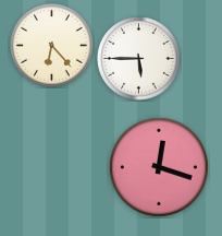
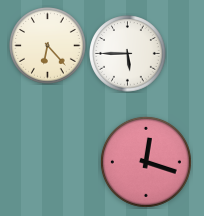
clock at (52, 46) position: (52, 46) -> (48, 46)
clock at (159, 167) position: (159, 167) -> (146, 162)
